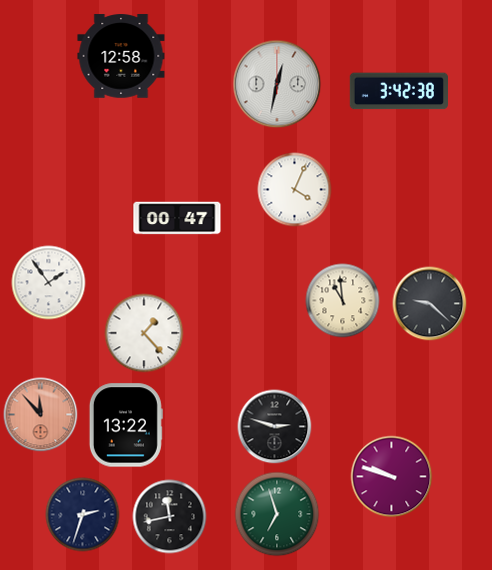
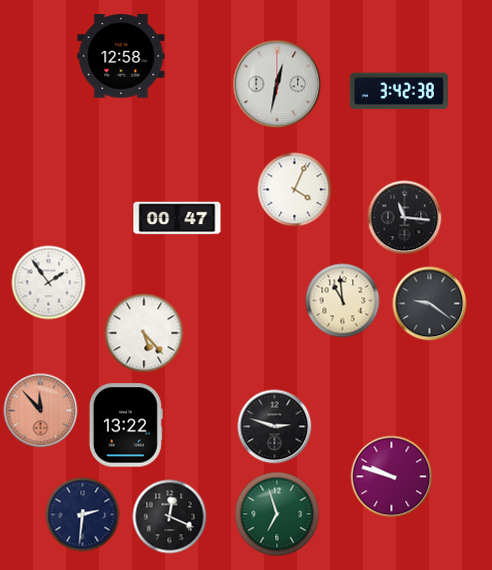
clock at (405, 218): none -> 11:16
clock at (430, 304): 9:22 -> 9:21
clock at (144, 333): 1:23 -> 5:23
clock at (41, 415) position: (41, 415) -> (41, 411)
clock at (83, 515): 2:33 -> 2:31
clock at (170, 517): 11:43 -> 12:19
